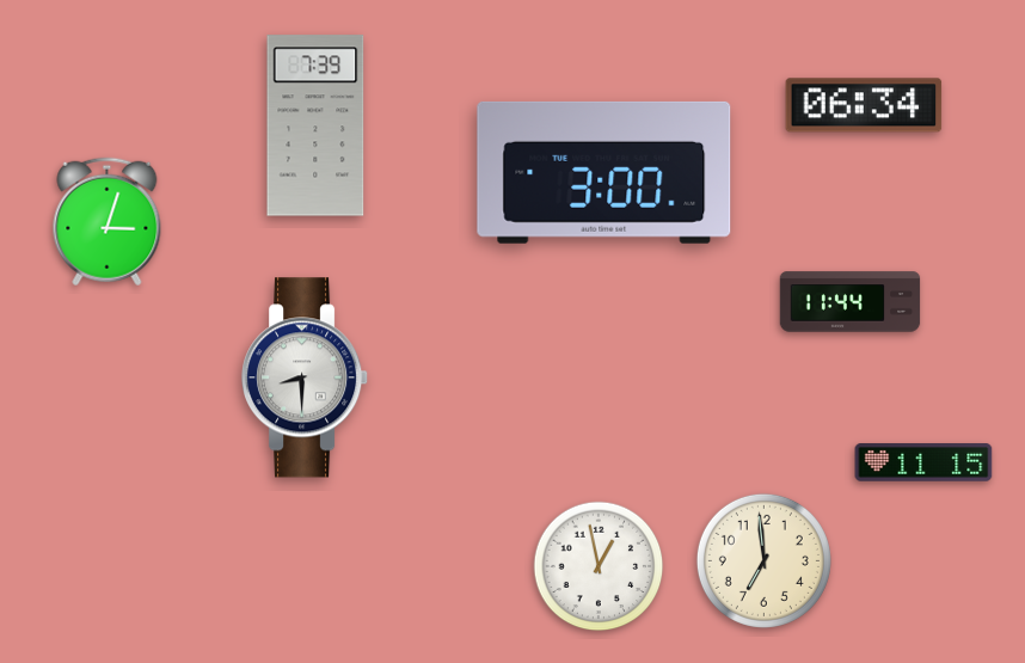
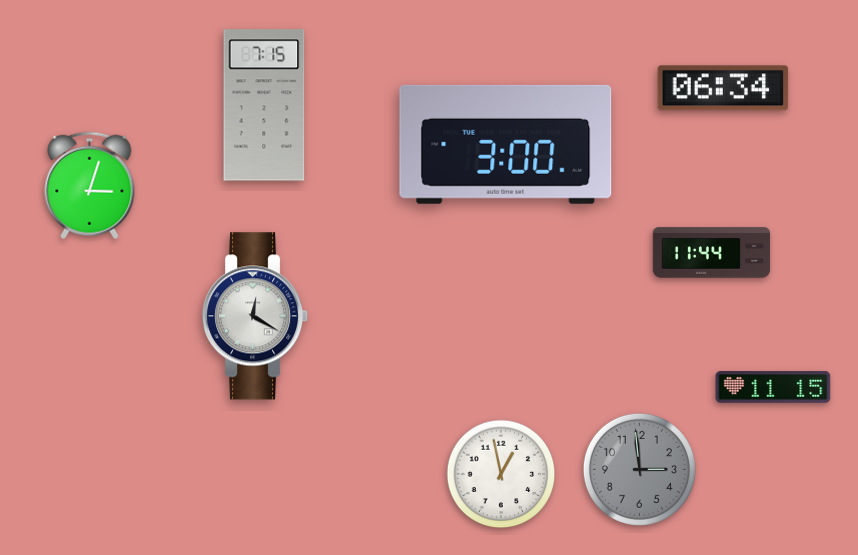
clock at (315, 125): 7:39 -> 7:15
clock at (306, 377): 8:30 -> 12:20
clock at (763, 560): 6:59 -> 2:59
clock at (763, 560) dial: cream -> grey
